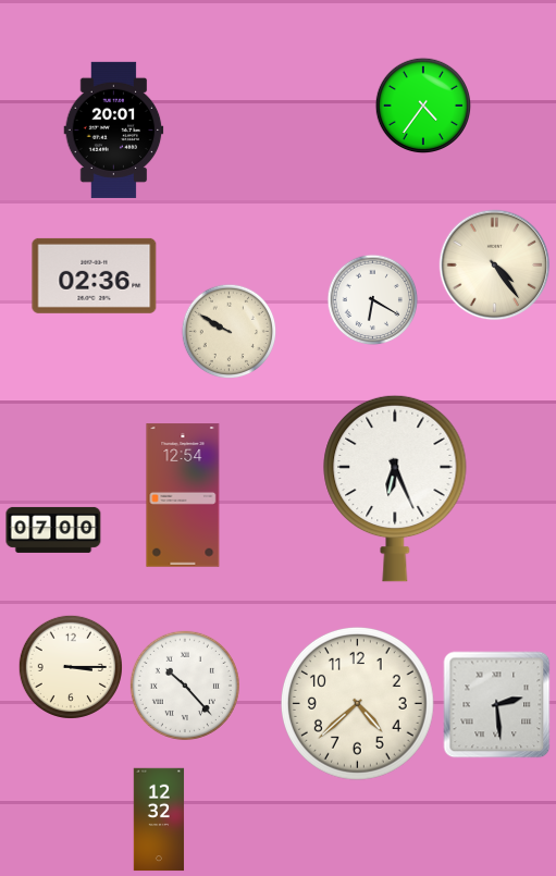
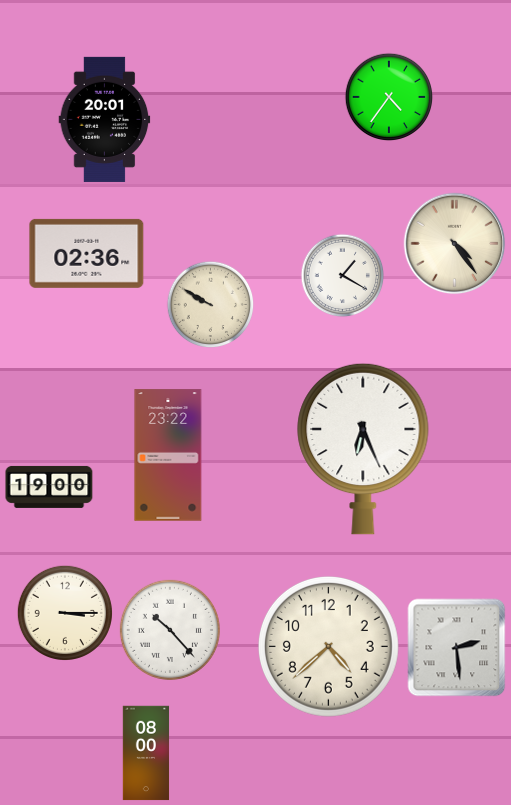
clock at (373, 300): 6:20 -> 1:20
clock at (183, 495): 12:54 -> 23:22
clock at (53, 530): 07:00 -> 19:00
clock at (159, 819): 12:32 -> 08:00
